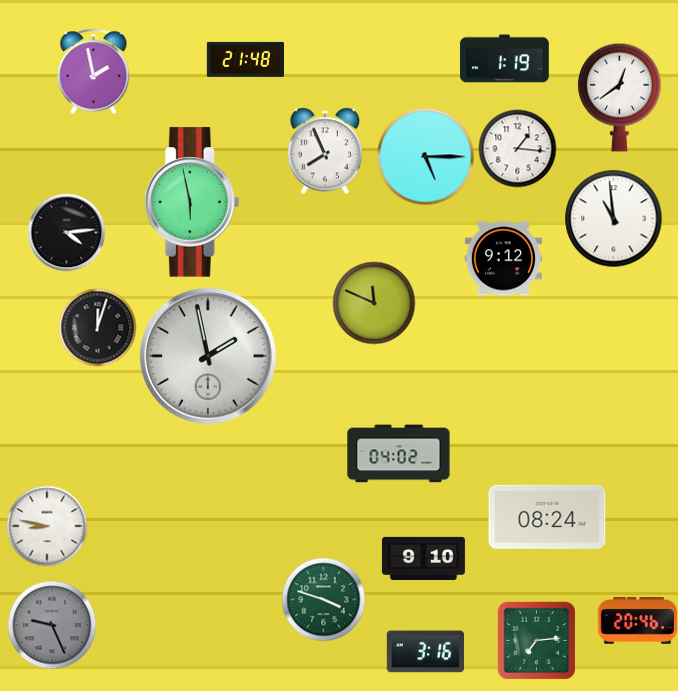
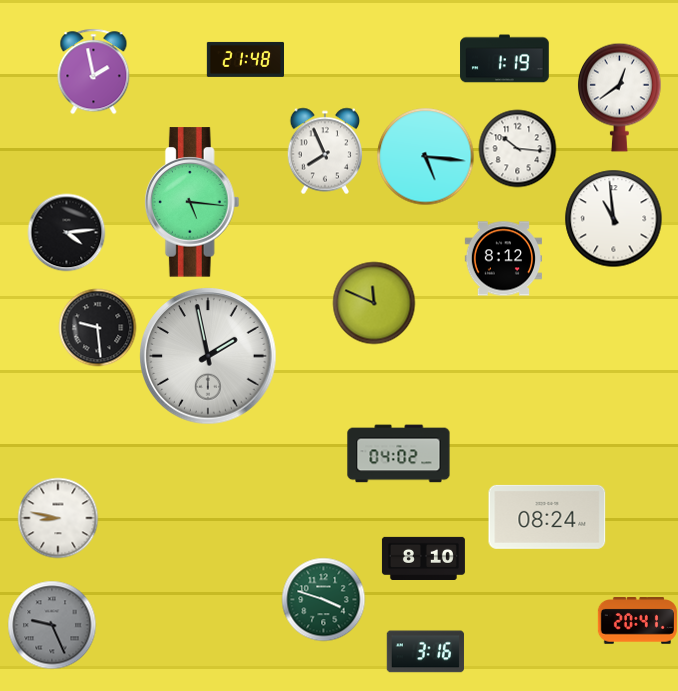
clock at (517, 148): 1:16 -> 10:16
clock at (425, 156): 5:15 -> 5:16
clock at (192, 202): 5:58 -> 5:16
clock at (503, 259): 9:12 -> 8:12
clock at (97, 327): 12:03 -> 9:29
clock at (47, 526) position: (47, 526) -> (58, 518)
clock at (423, 558): 9:10 -> 8:10
clock at (637, 621): 20:46 -> 20:41
clock at (536, 640): 7:14 -> none
